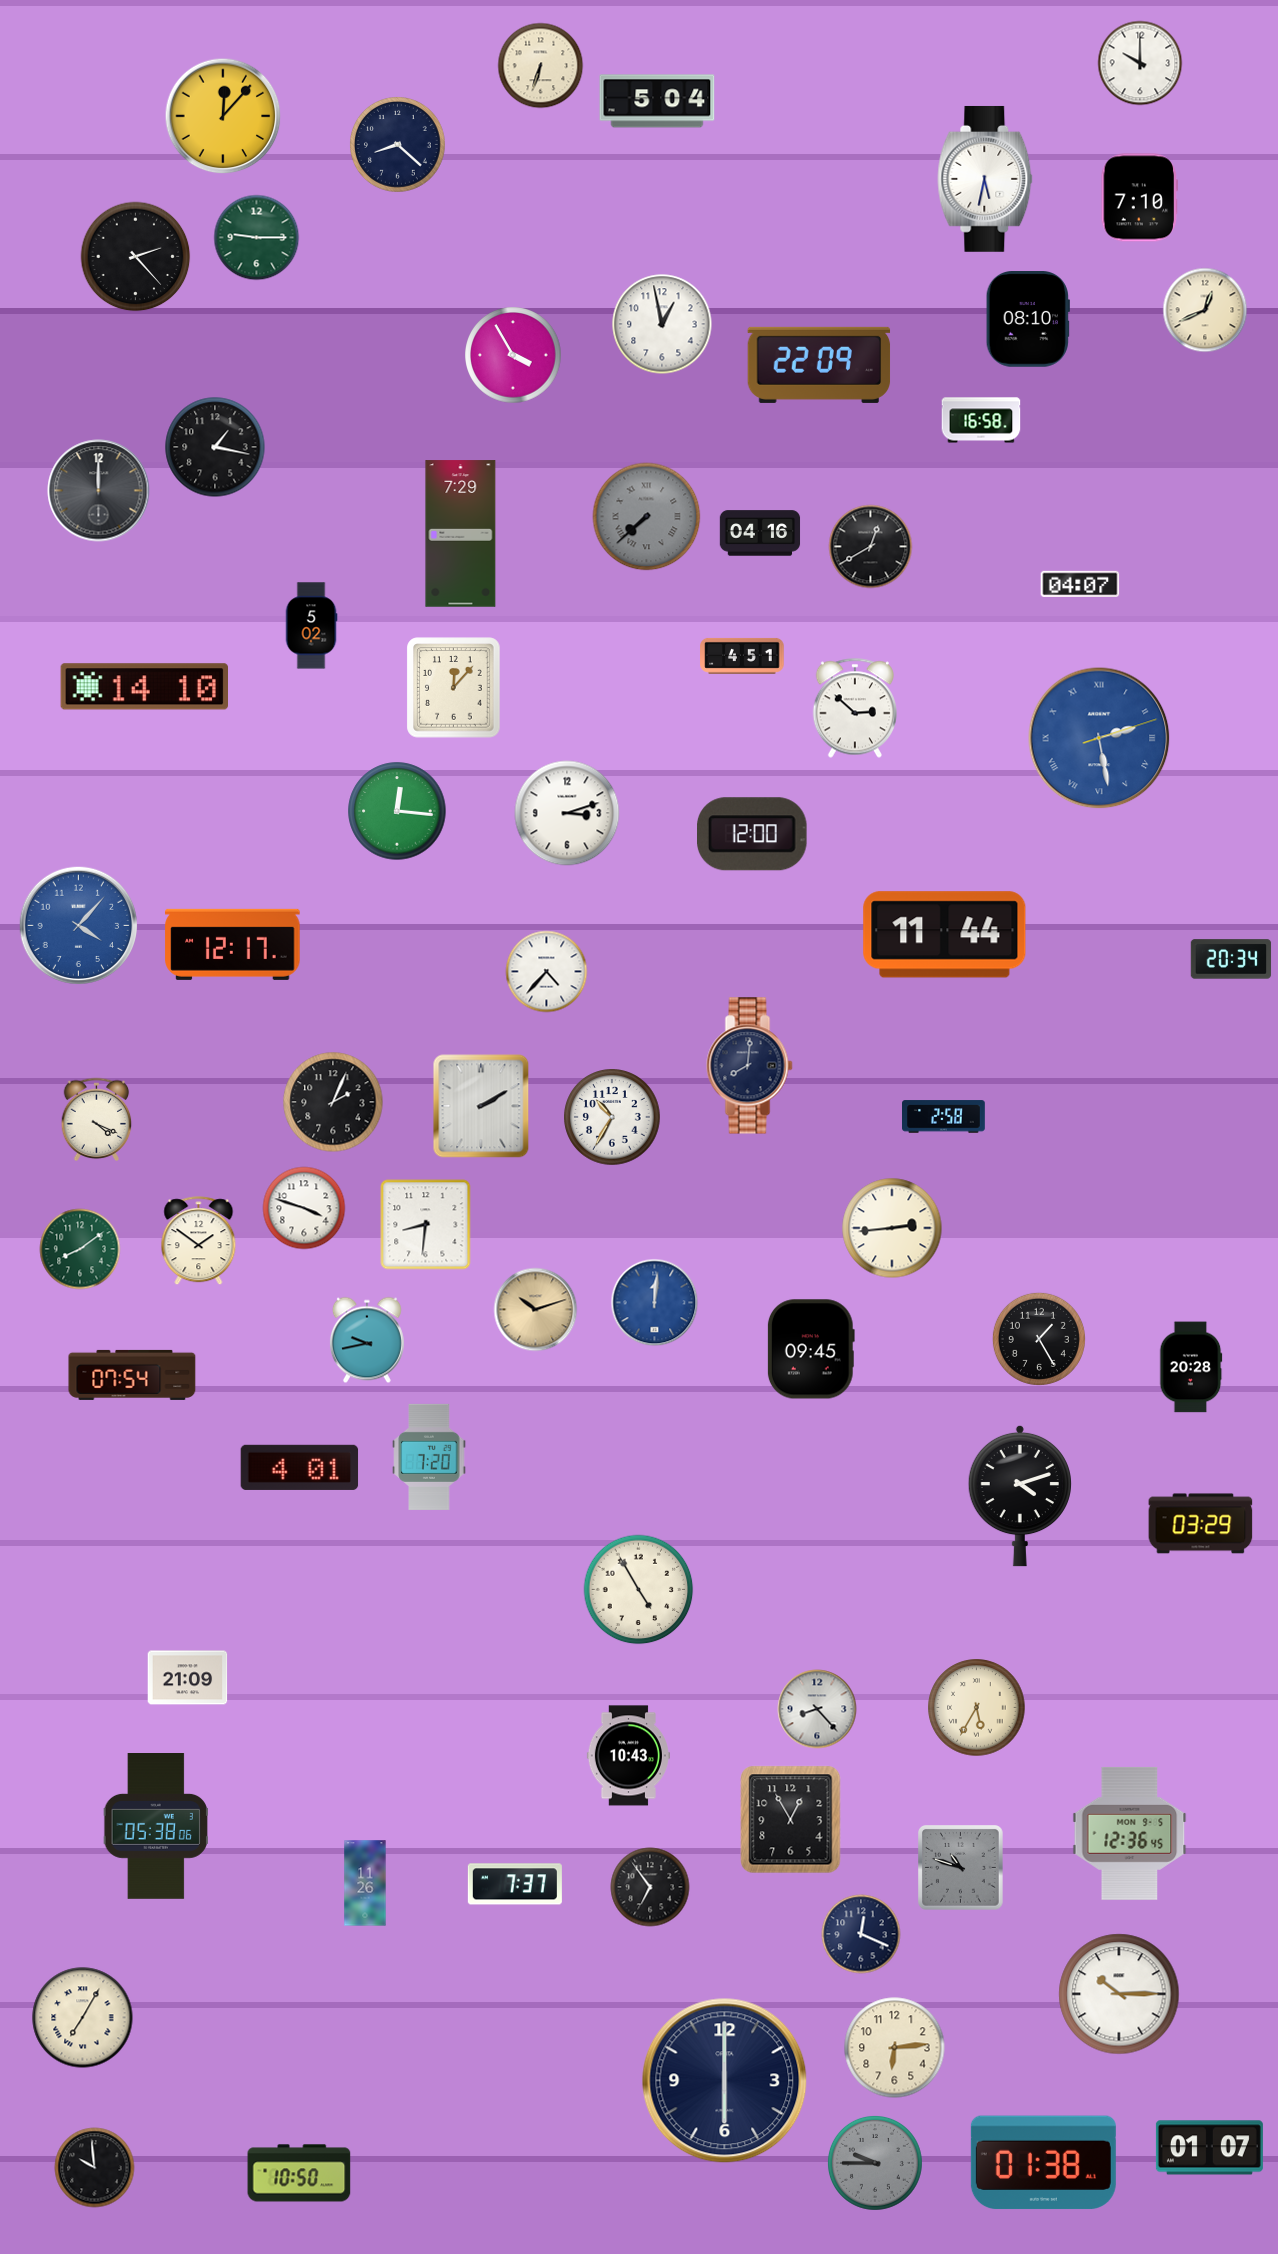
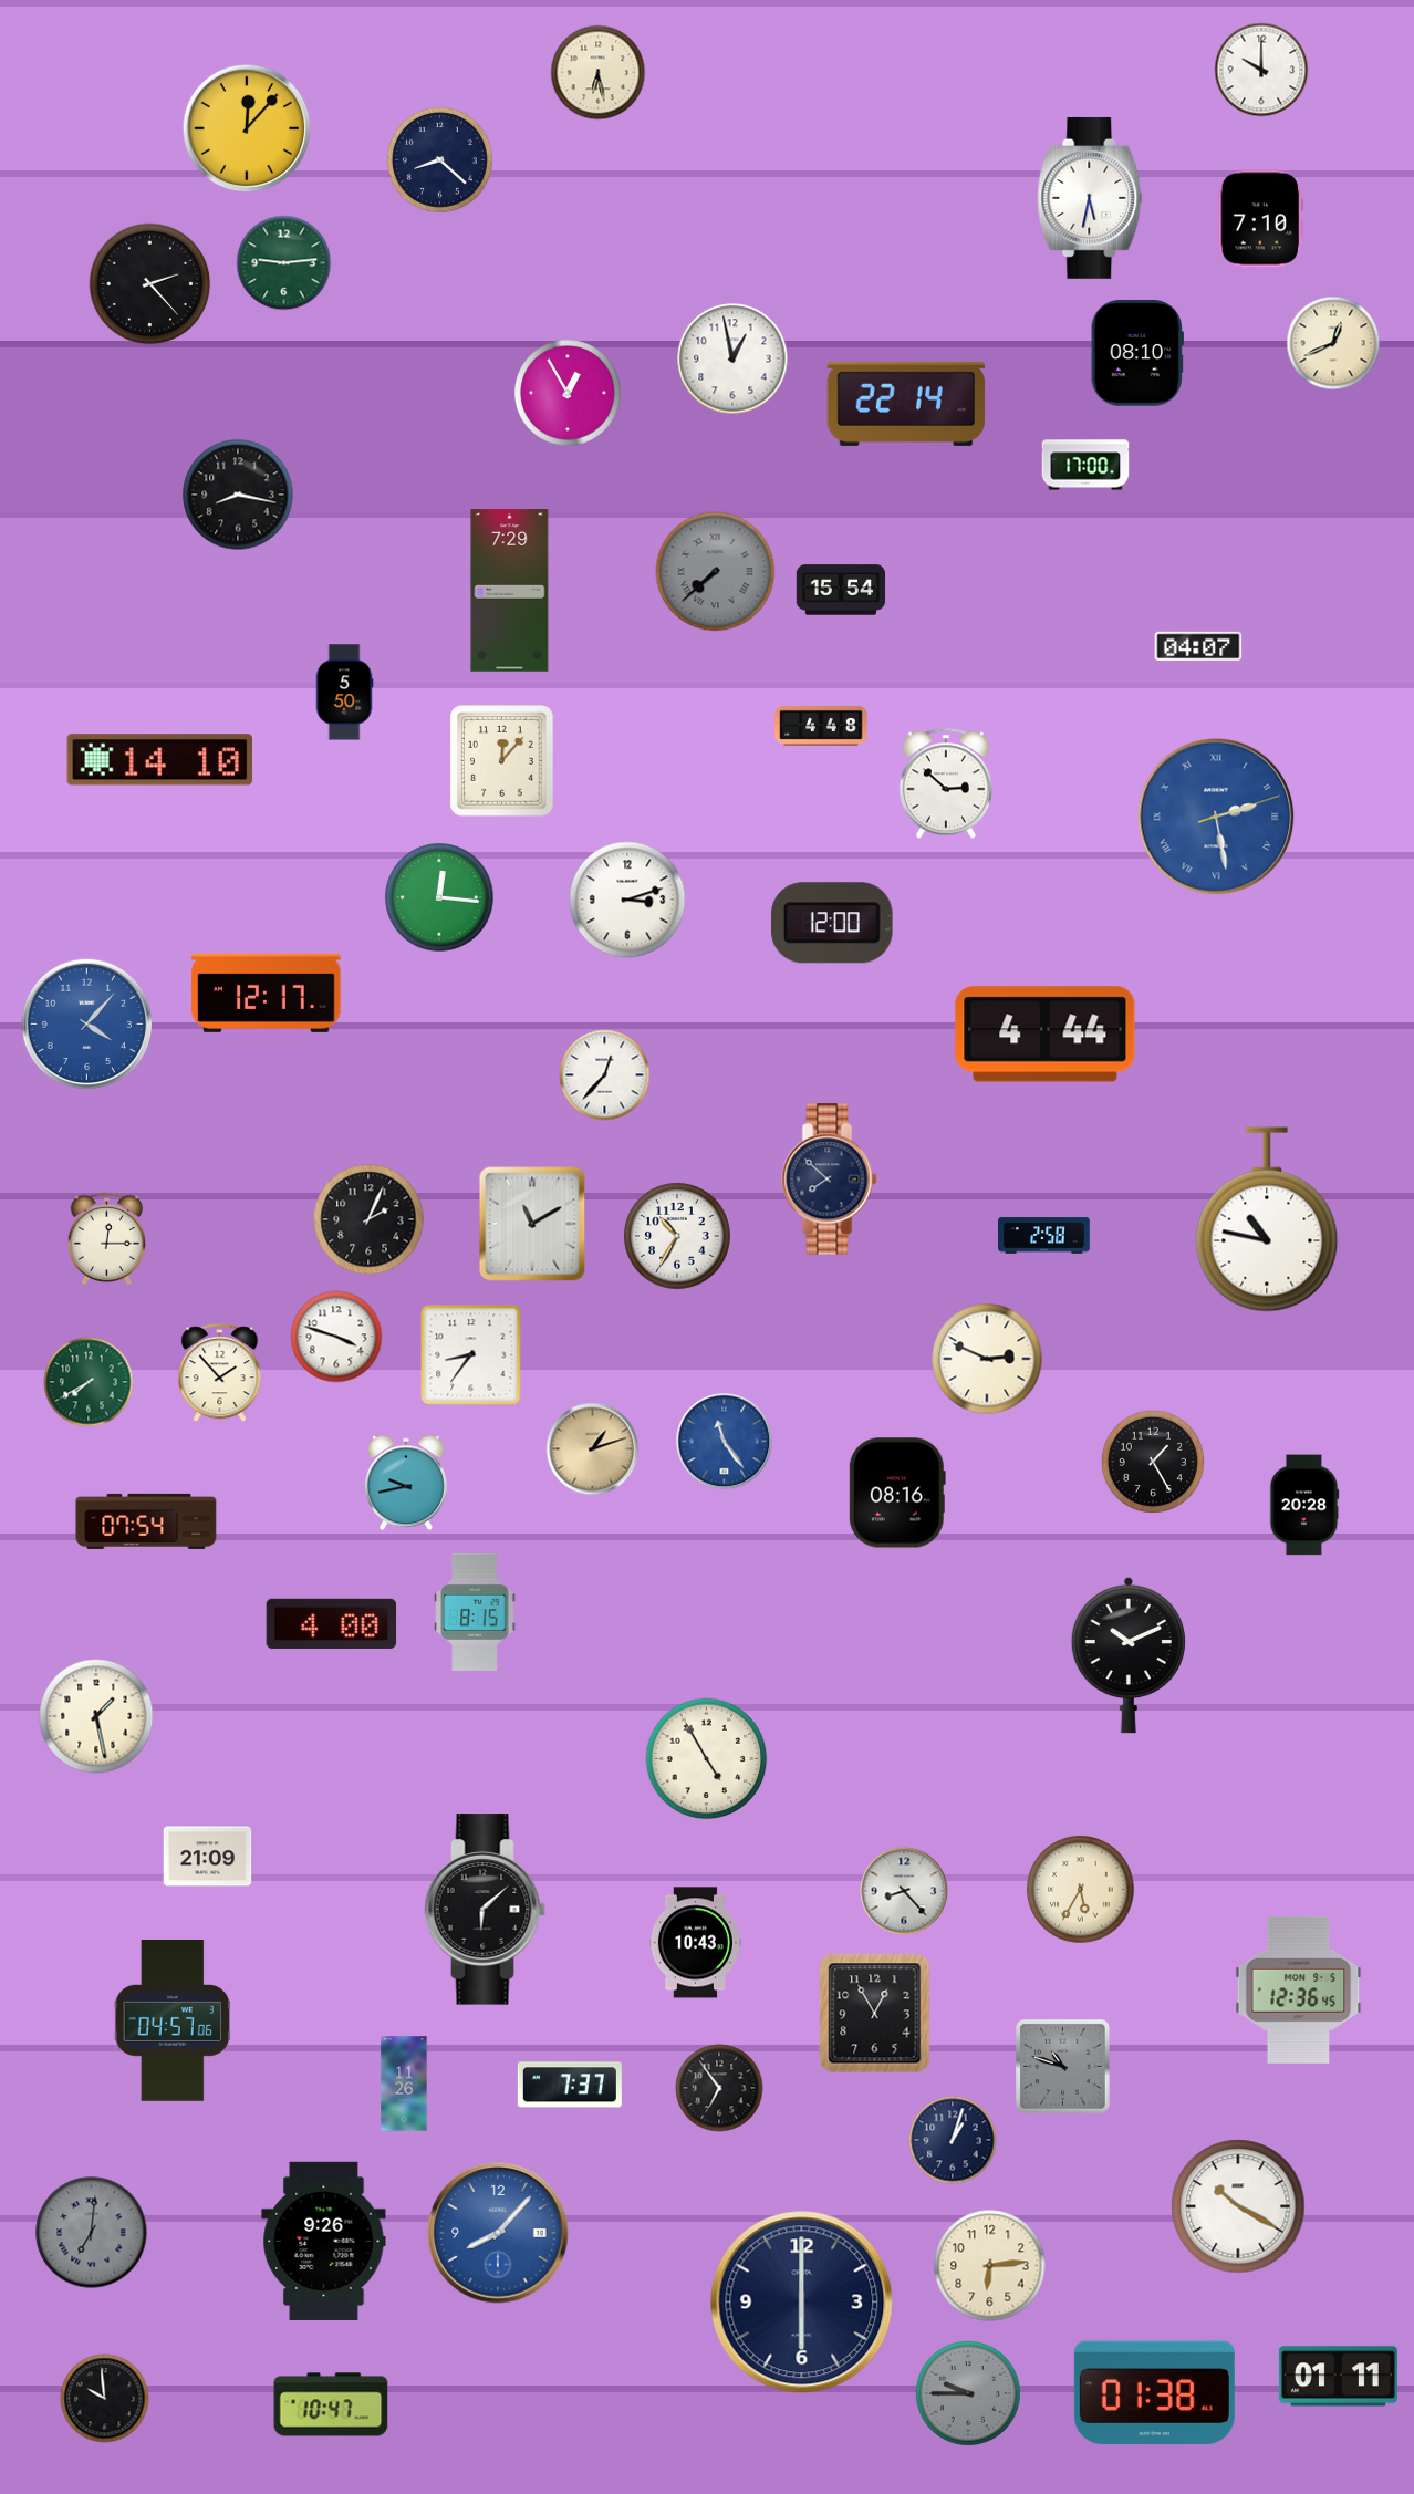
clock at (541, 66): 6:33 -> 6:28
clock at (657, 101): 5:04 -> none
clock at (257, 238): 9:15 -> 9:14
clock at (513, 355): 3:55 -> 12:55
clock at (819, 365): 22:09 -> 22:14
clock at (981, 420): 16:58 -> 17:00
clock at (215, 447): 1:17 -> 8:17
clock at (99, 491): 12:00 -> none
clock at (760, 533): 04:16 -> 15:54
clock at (871, 547): 12:40 -> none
clock at (1080, 584) position: (1080, 584) -> (1198, 646)
clock at (311, 626): 5:02 -> 5:50
clock at (742, 656): 4:51 -> 4:48
clock at (945, 935): 11:44 -> 4:44
clock at (233, 944) position: (233, 944) -> (267, 993)
clock at (1231, 959): 20:34 -> none
clock at (547, 972): 4:37 -> 12:37
clock at (750, 1066): 8:01 -> 7:52
clock at (1267, 1219): none -> 10:47
clock at (481, 1106): 2:10 -> 11:10
clock at (97, 1120): 4:19 -> 12:15
clock at (426, 1225): 8:31 -> 8:36
clock at (892, 1228): 2:44 -> 2:49
clock at (199, 1241): 1:51 -> 1:53
clock at (80, 1249): 8:09 -> 7:40
clock at (655, 1303): 12:01 -> 11:24
clock at (536, 1310): 10:12 -> 1:12
clock at (1039, 1339) position: (1039, 1339) -> (1153, 1462)
clock at (811, 1349): 09:45 -> 08:16
clock at (1191, 1367) position: (1191, 1367) -> (1304, 1505)
clock at (429, 1457): 7:20 -> 8:15
clock at (300, 1467): 4:01 -> 4:00
clock at (1020, 1496): 4:12 -> 10:11
clock at (1201, 1524): 03:29 -> none
clock at (96, 1716): none -> 1:28
clock at (486, 1910): none -> 6:08
clock at (156, 1827): 05:38 -> 04:57
clock at (1130, 1833) position: (1130, 1833) -> (1299, 1989)
clock at (861, 1934): 12:19 -> 1:03
clock at (1119, 1994): 10:15 -> 10:20
clock at (83, 2018): 7:05 -> 7:01
clock at (83, 2018) dial: cream -> grey
clock at (498, 2233): none -> 8:07
clock at (324, 2241): none -> 9:26
clock at (1209, 2148): 01:07 -> 01:11
clock at (299, 2173): 10:50 -> 10:47
